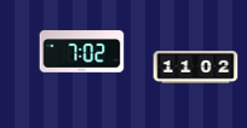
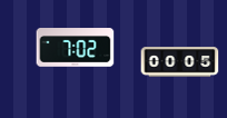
clock at (196, 68): 11:02 -> 00:05
